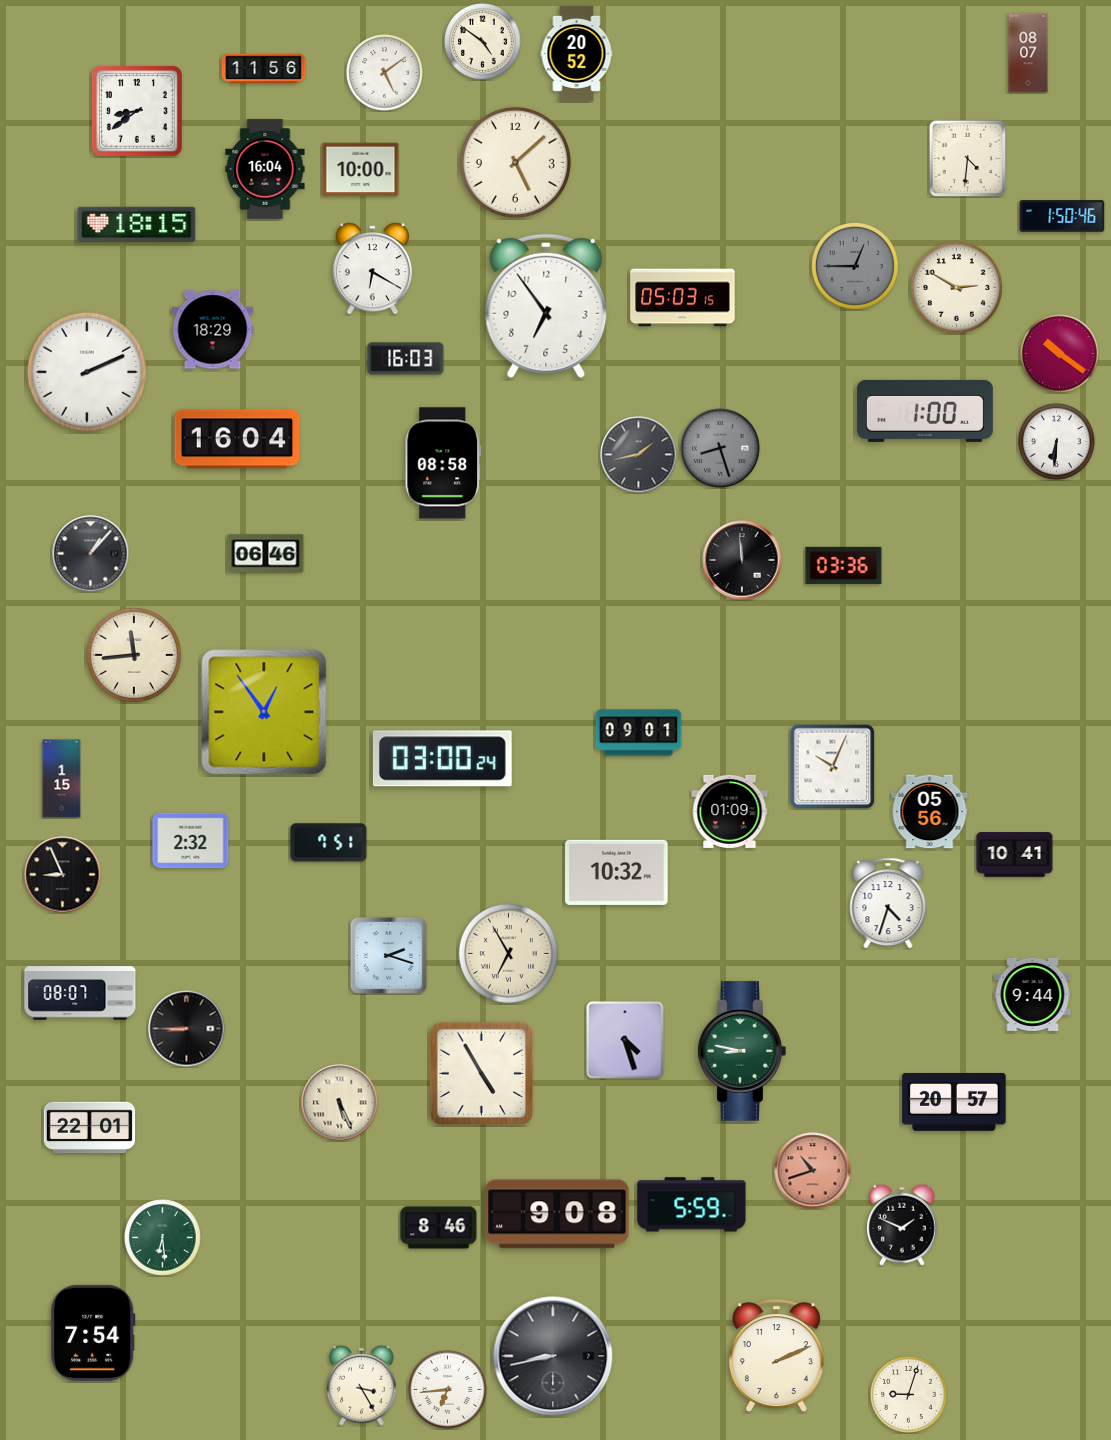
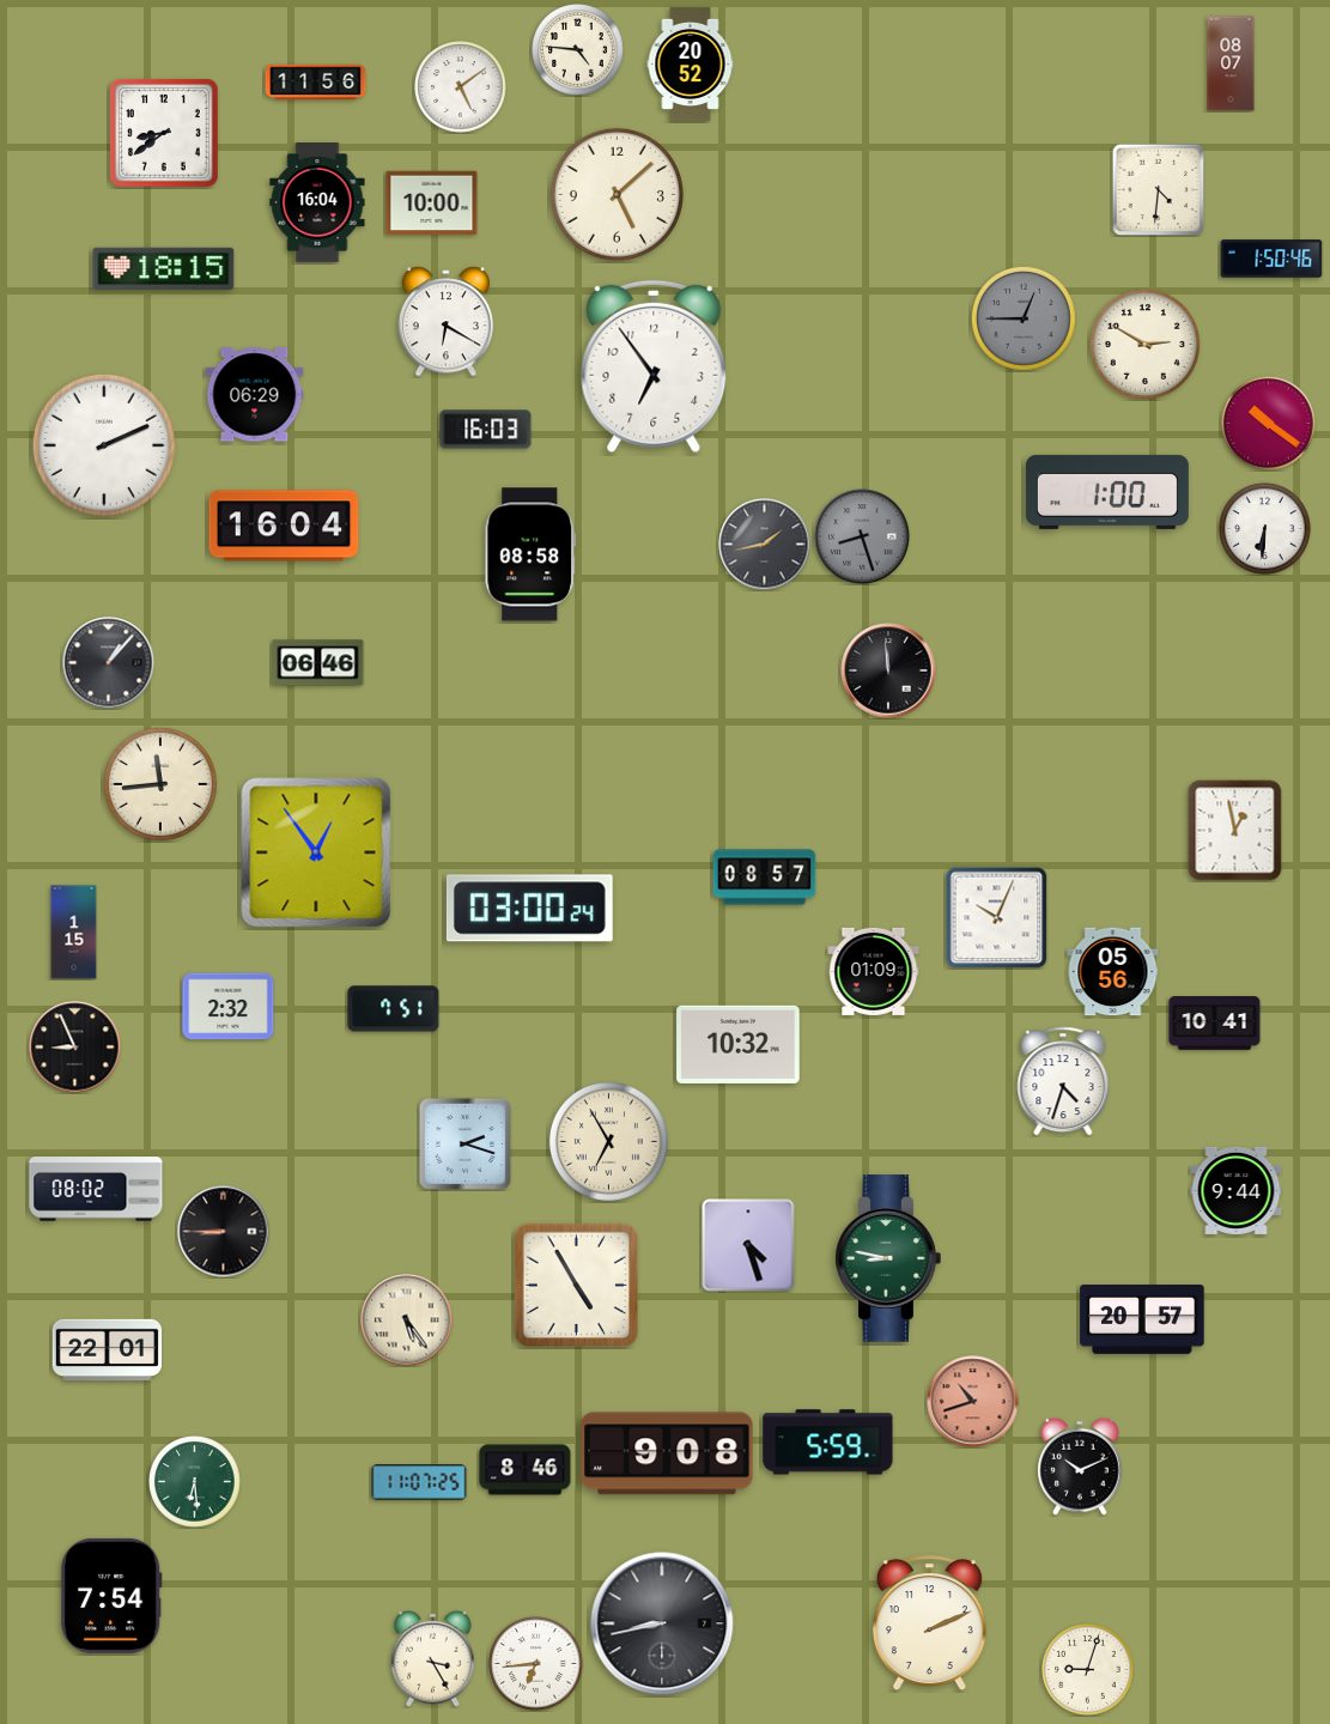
clock at (483, 42): 4:51 -> 4:46
clock at (683, 298): 05:03 -> none
clock at (213, 330): 18:29 -> 06:29
clock at (844, 565): 03:36 -> none
clock at (1235, 831): none -> 12:58
clock at (639, 733): 09:01 -> 08:57
clock at (80, 993): 08:07 -> 08:02
clock at (340, 1103): 5:26 -> 5:24
clock at (902, 1225): 1:49 -> 10:11
clock at (419, 1482): none -> 11:07
